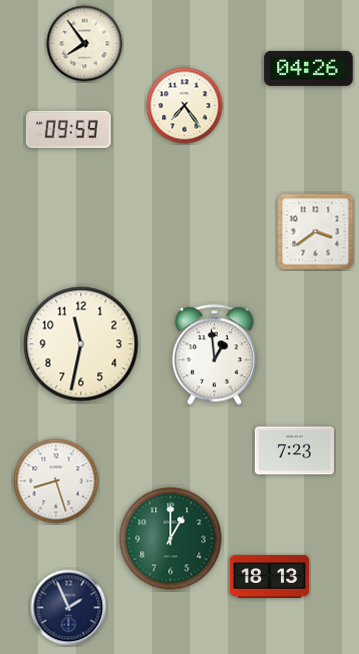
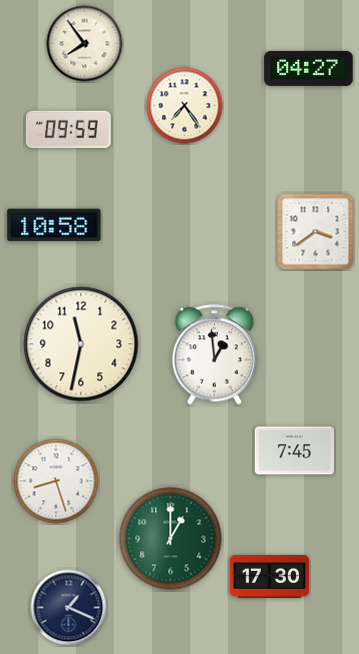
clock at (309, 68): 04:26 -> 04:27
clock at (54, 225): none -> 10:58
clock at (294, 451): 7:23 -> 7:45
clock at (270, 576): 18:13 -> 17:30
clock at (69, 608): 1:56 -> 1:19
